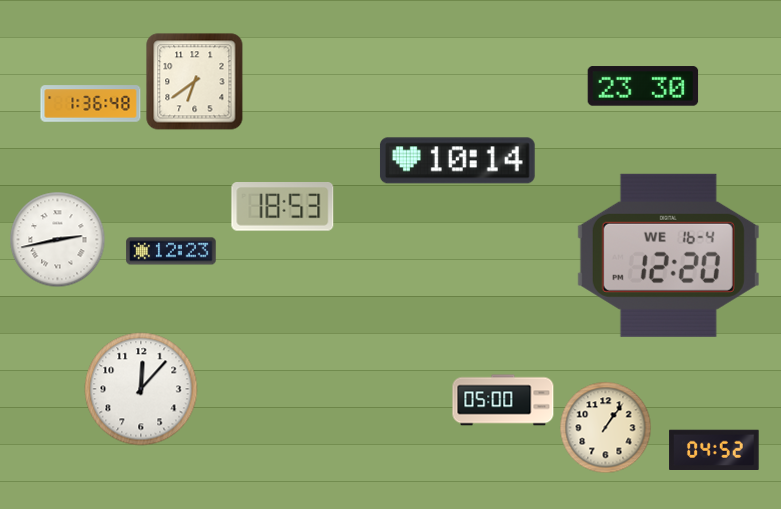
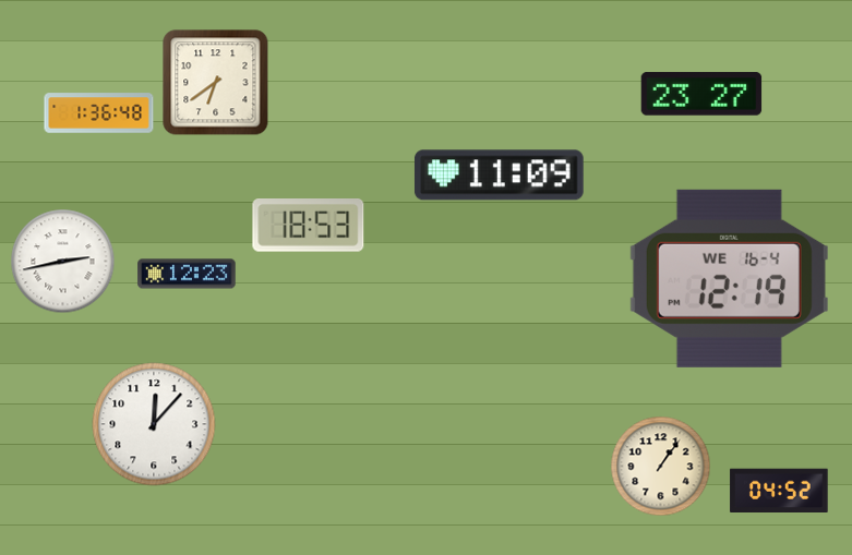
clock at (195, 82) position: (195, 82) -> (216, 83)
clock at (643, 86): 23:30 -> 23:27
clock at (457, 161): 10:14 -> 11:09
clock at (668, 255): 12:20 -> 12:19
clock at (503, 400): 05:00 -> none
